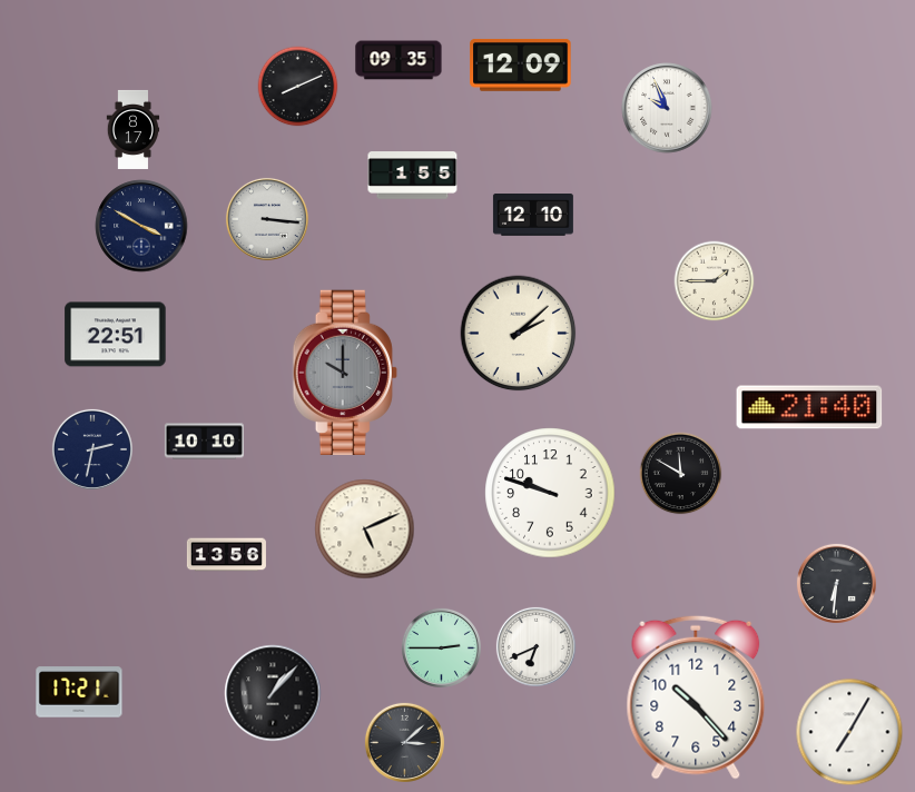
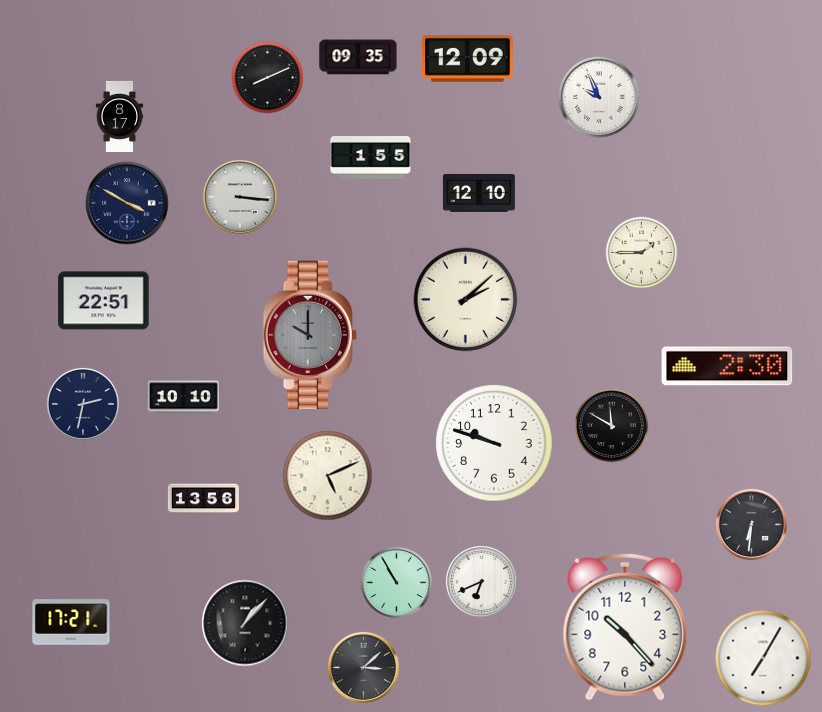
clock at (399, 60) position: (399, 60) -> (358, 57)
clock at (809, 407): 21:40 -> 2:30
clock at (441, 647): 2:45 -> 10:55
